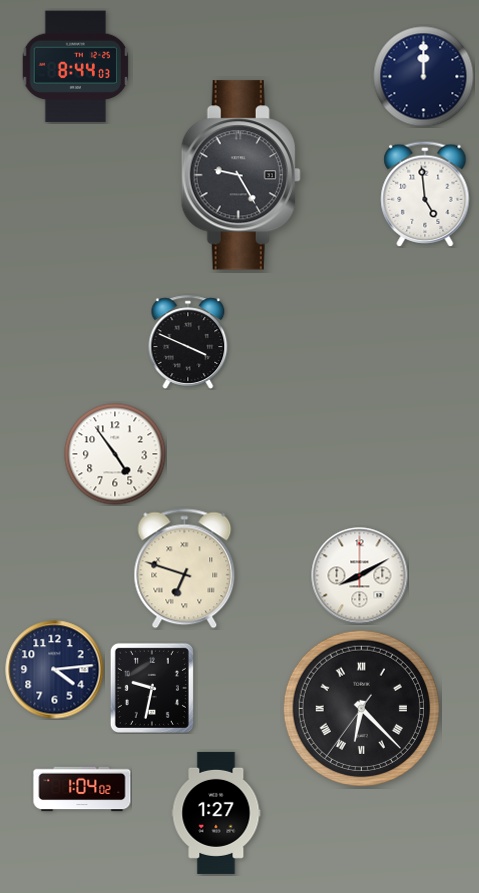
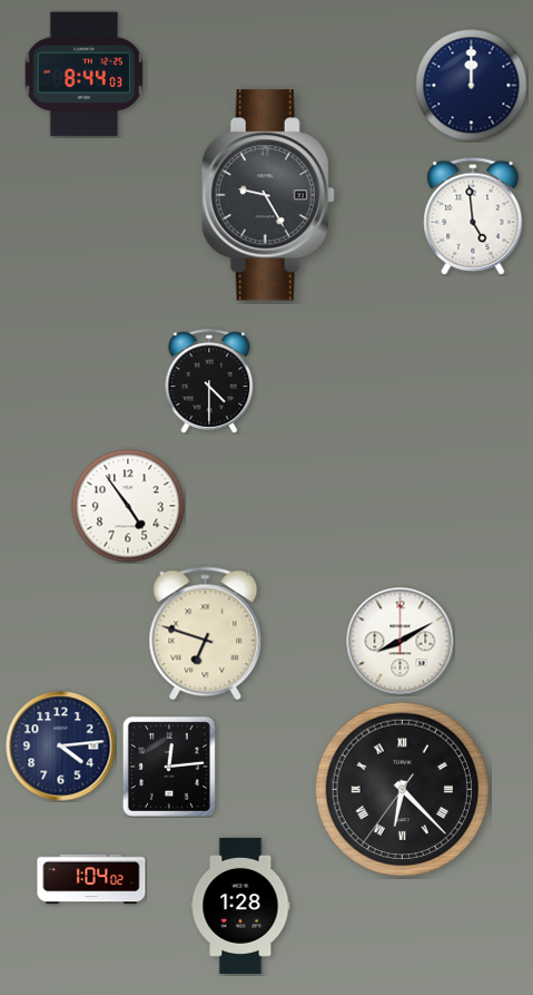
clock at (188, 342): 3:49 -> 4:30
clock at (152, 688): 9:32 -> 12:14
clock at (216, 813): 1:27 -> 1:28
